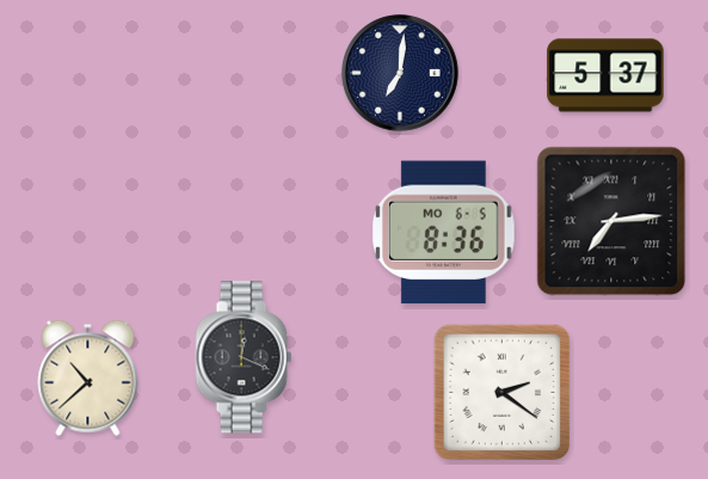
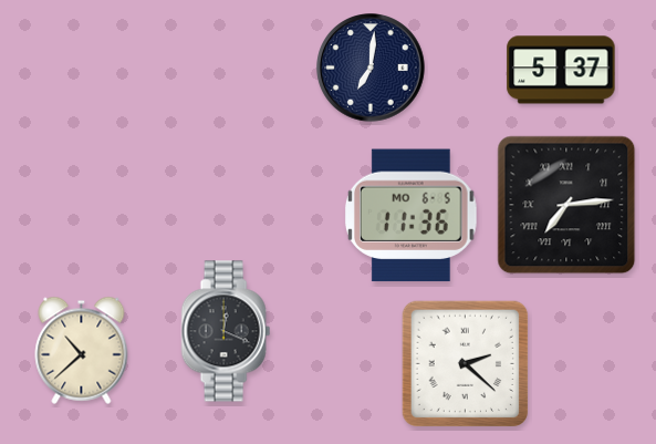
clock at (443, 233): 8:36 -> 11:36
clock at (503, 393): 2:21 -> 2:22
